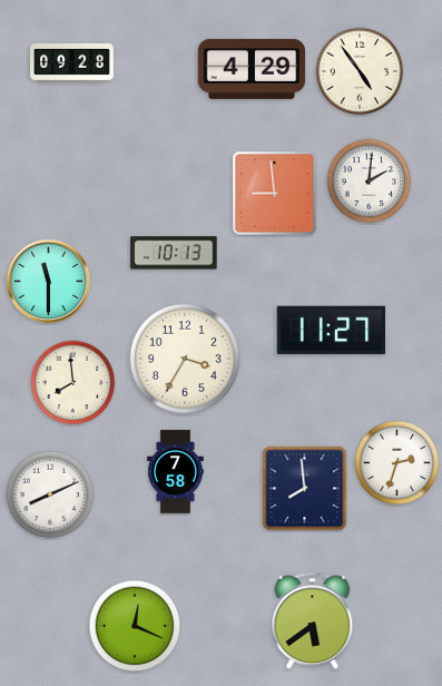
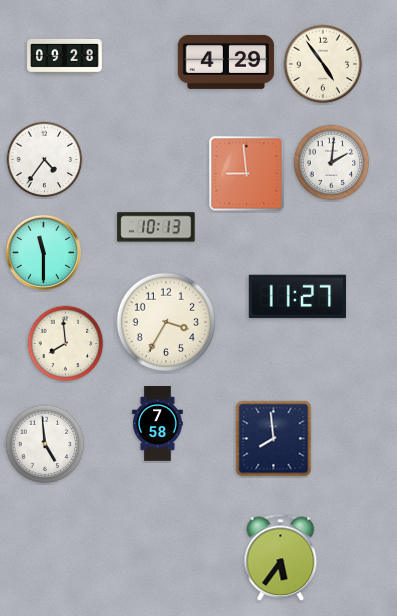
clock at (45, 160): none -> 4:36
clock at (397, 463): 2:33 -> none
clock at (50, 494): 8:11 -> 4:59
clock at (313, 621): 5:39 -> 5:36
clock at (135, 626): 12:19 -> none
